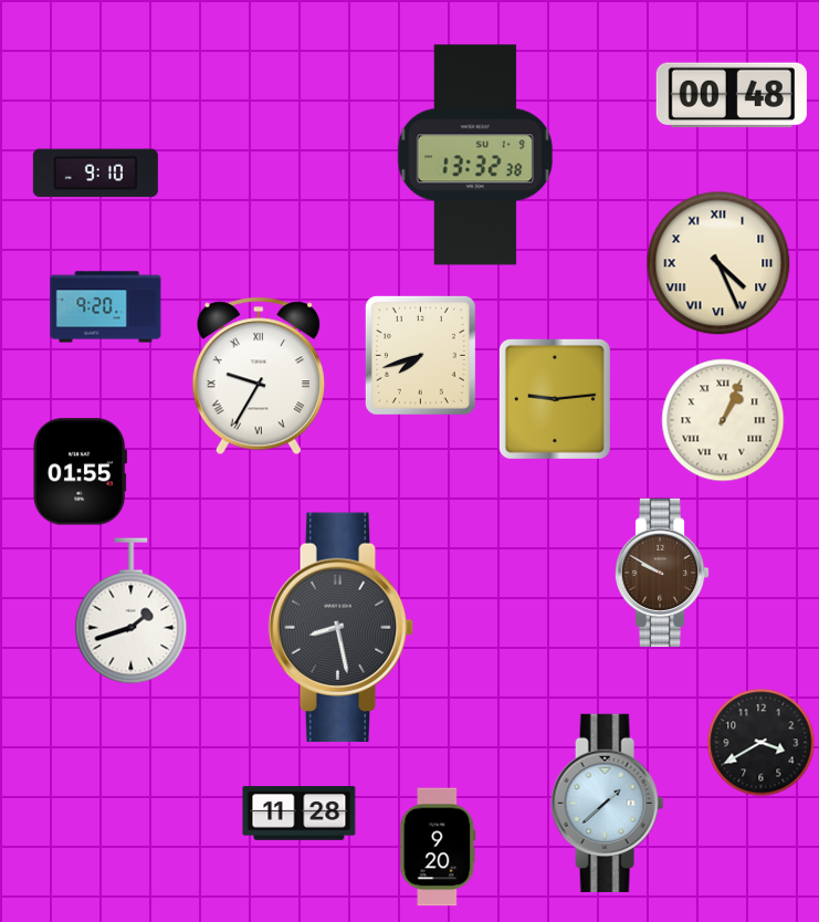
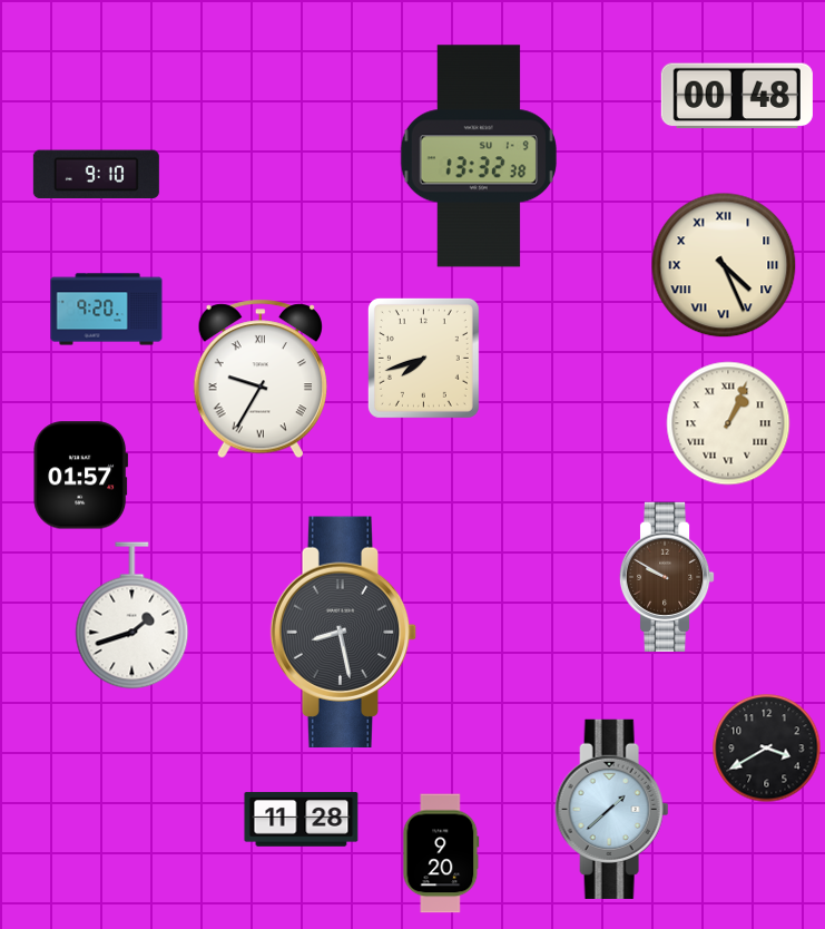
clock at (555, 399): 9:14 -> none
clock at (80, 472): 01:55 -> 01:57
